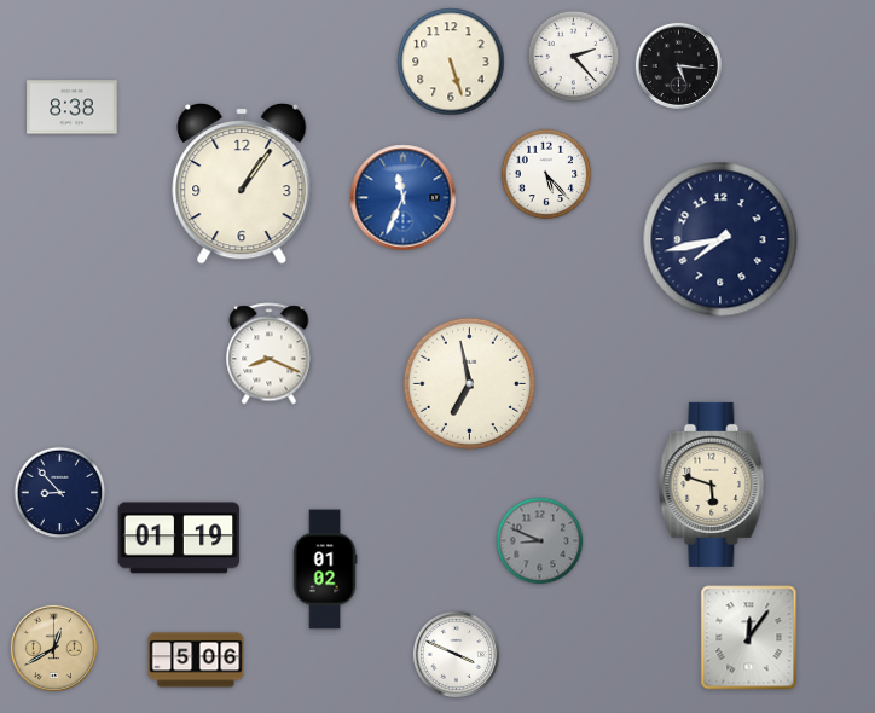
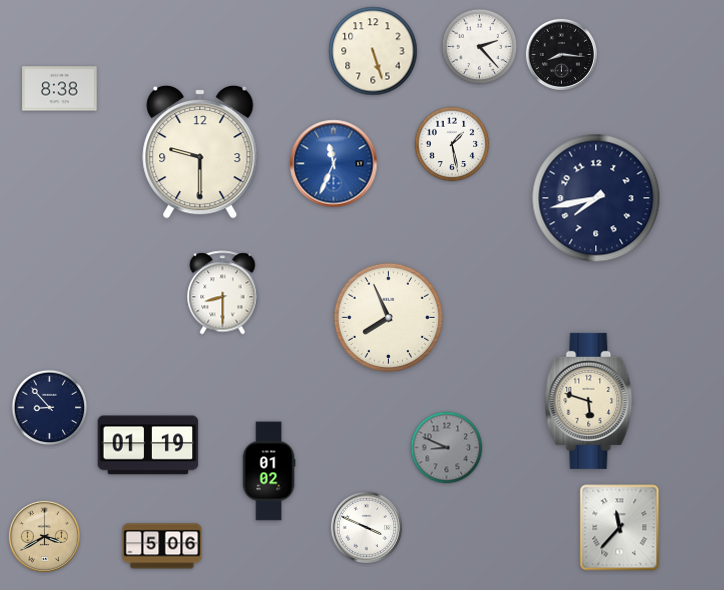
clock at (574, 57) position: (574, 57) -> (480, 47)
clock at (678, 65): 5:16 -> 8:16
clock at (546, 174): 5:23 -> 1:28
clock at (242, 184): 1:06 -> 9:30
clock at (270, 354): 8:19 -> 8:30
clock at (469, 383): 6:58 -> 7:56
clock at (749, 638): 12:06 -> 11:37
clock at (53, 648): 12:40 -> 3:40
clock at (456, 654) position: (456, 654) -> (366, 527)
